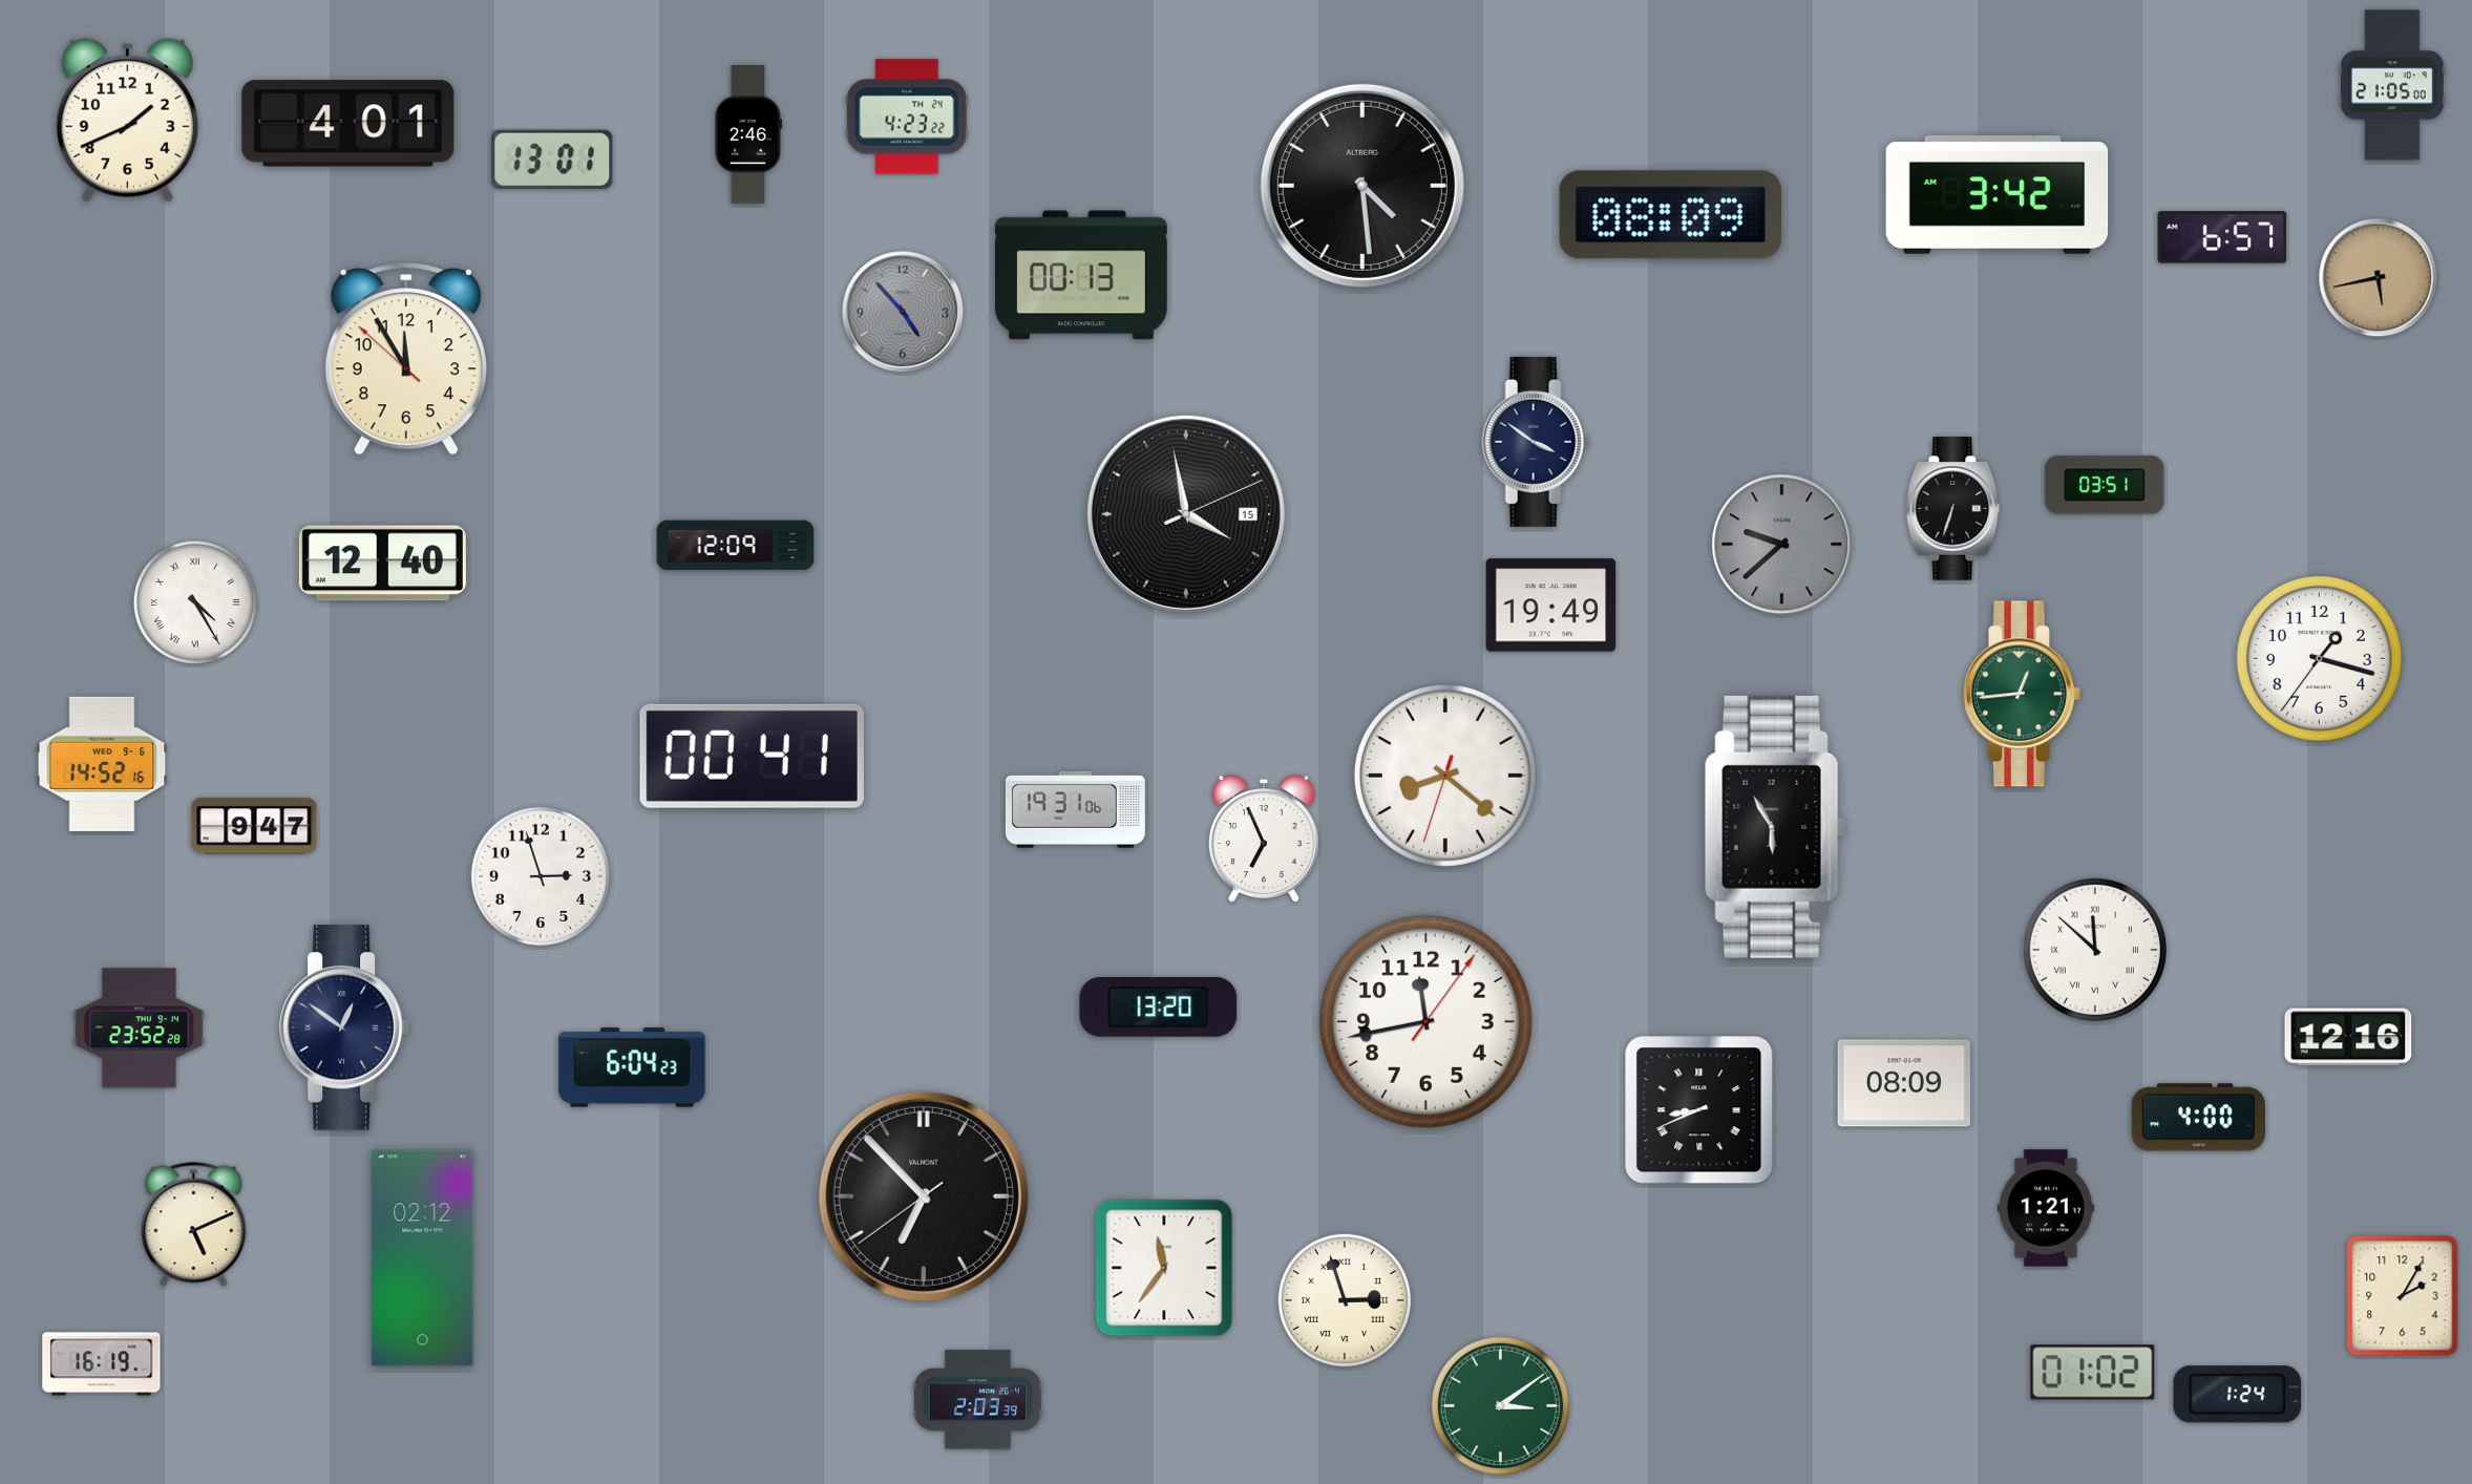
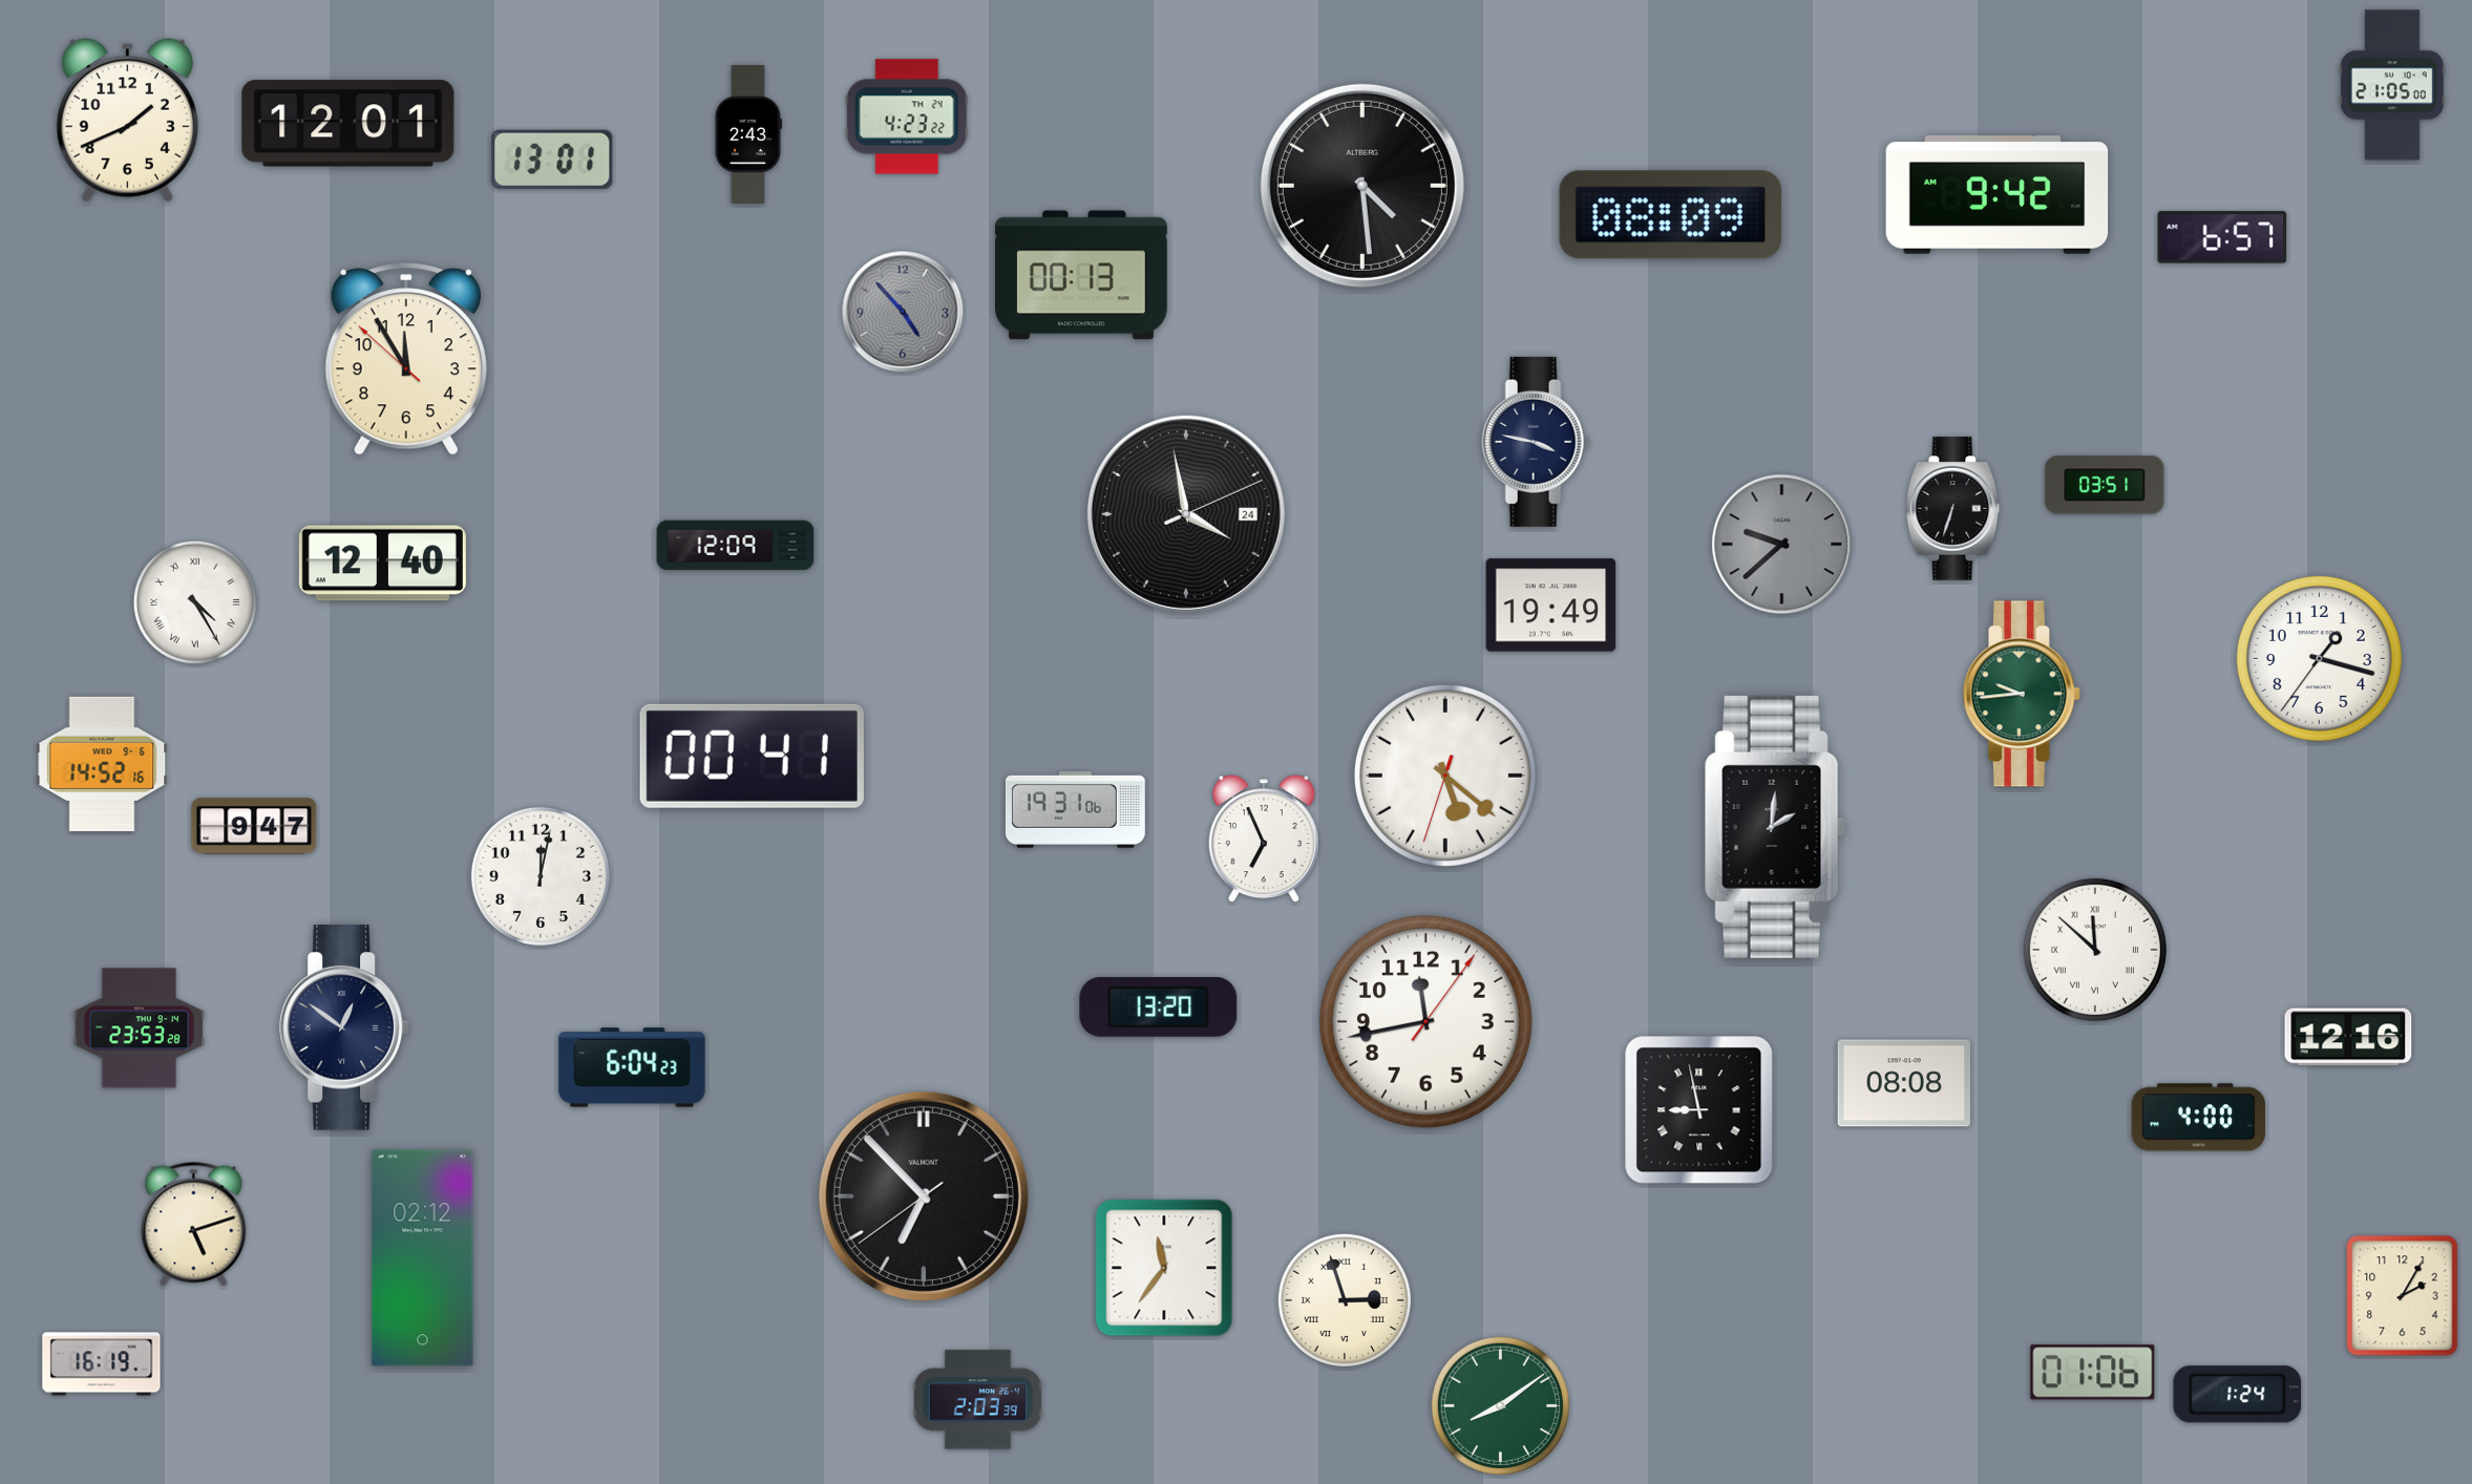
clock at (348, 124): 4:01 -> 12:01
clock at (748, 134): 2:46 -> 2:43
clock at (1998, 195): 3:42 -> 9:42
clock at (2379, 278): 5:43 -> none
clock at (1536, 442): 3:51 -> 3:47
clock at (1186, 514) date: 15 -> 24
clock at (2022, 694): 12:44 -> 9:44
clock at (1445, 776): 8:21 -> 5:21
clock at (1775, 827): 5:55 -> 2:01
clock at (541, 876): 2:57 -> 12:02
clock at (140, 1029): 23:52 -> 23:53
clock at (1903, 1083): 08:09 -> 08:08
clock at (1699, 1110): 8:41 -> 8:58
clock at (2046, 1208): 1:21 -> none
clock at (194, 1225): 5:11 -> 5:12
clock at (2093, 1373): 01:02 -> 01:06
clock at (1500, 1405): 3:09 -> 8:09
